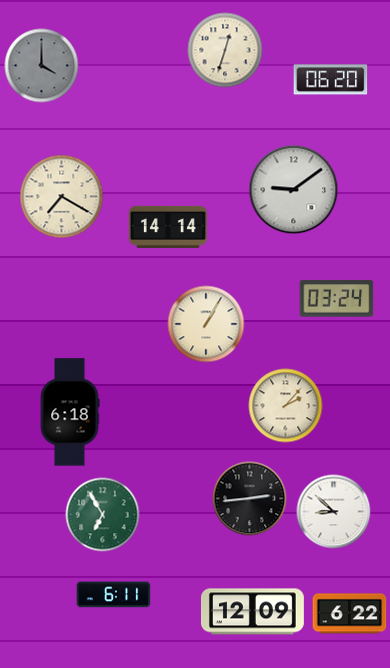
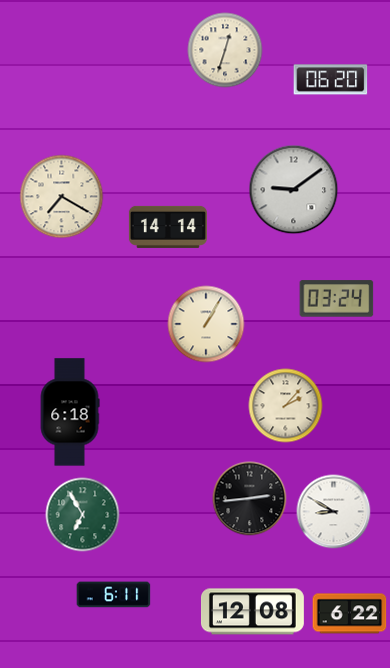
clock at (42, 66): 4:00 -> none
clock at (334, 512): 8:52 -> 8:50
clock at (103, 515) position: (103, 515) -> (83, 515)
clock at (252, 612): 12:09 -> 12:08
